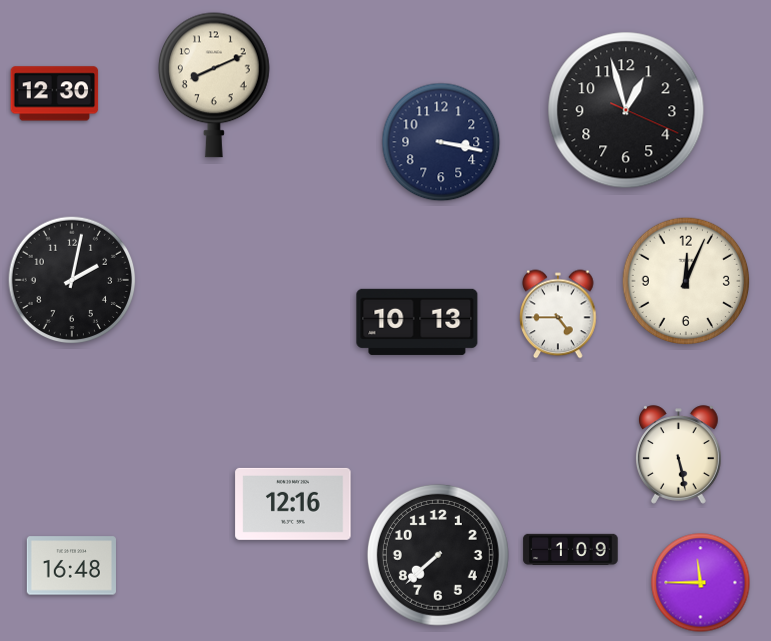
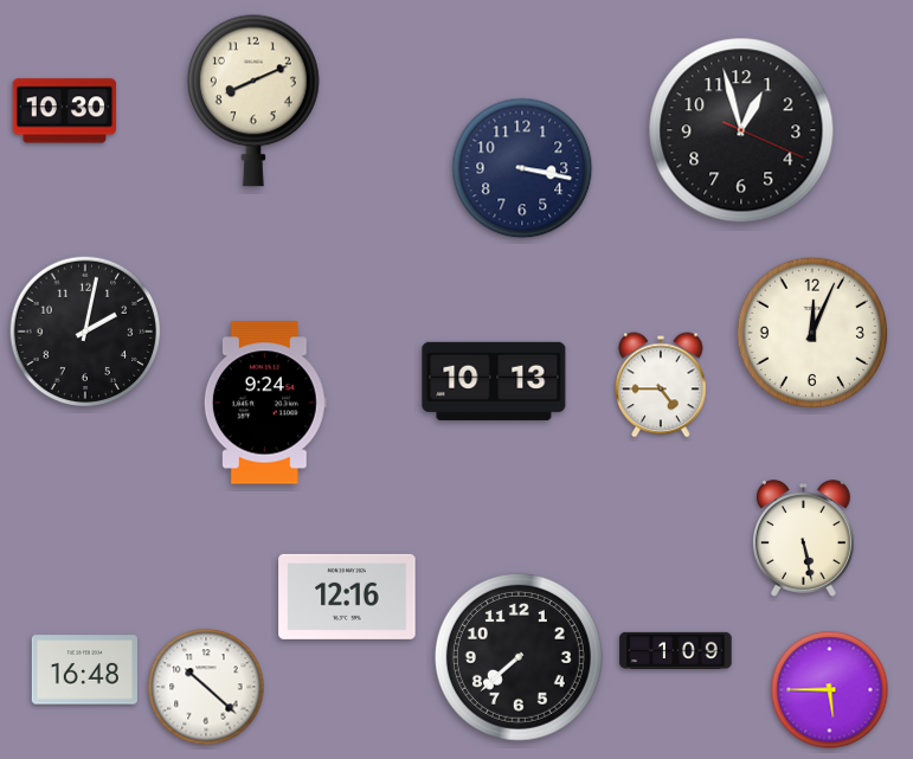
clock at (55, 94): 12:30 -> 10:30
clock at (558, 314) position: (558, 314) -> (661, 385)
clock at (265, 403): none -> 9:24
clock at (206, 687): none -> 10:22
clock at (701, 583): 11:45 -> 5:45
